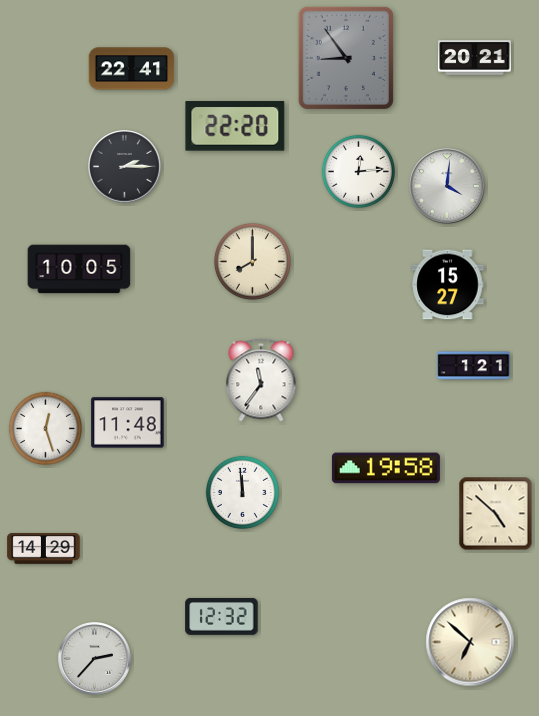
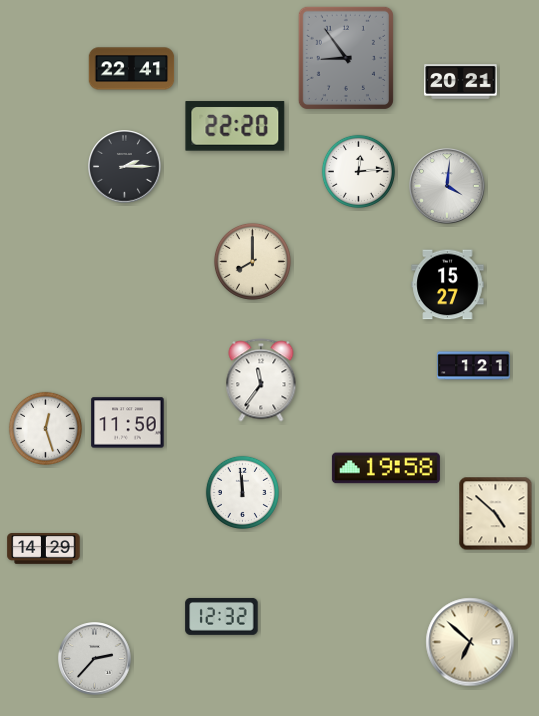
clock at (475, 58) position: (475, 58) -> (461, 82)
clock at (79, 269): 10:05 -> none
clock at (128, 423): 11:48 -> 11:50
